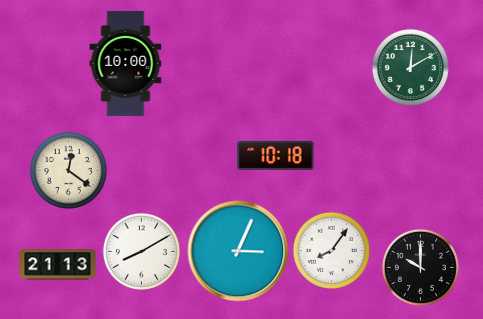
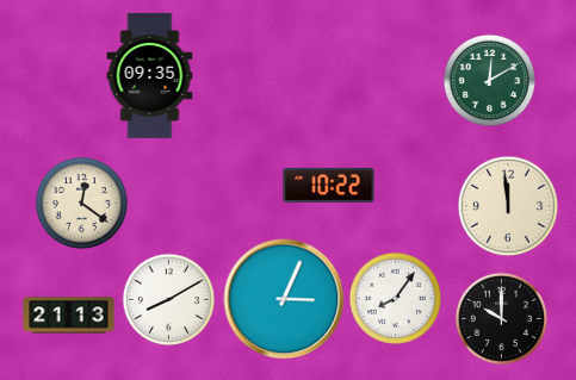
clock at (126, 63): 10:00 -> 09:35
clock at (276, 155): 10:18 -> 10:22
clock at (508, 206): none -> 11:59
